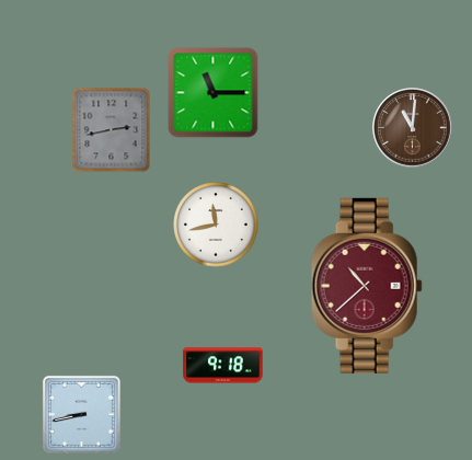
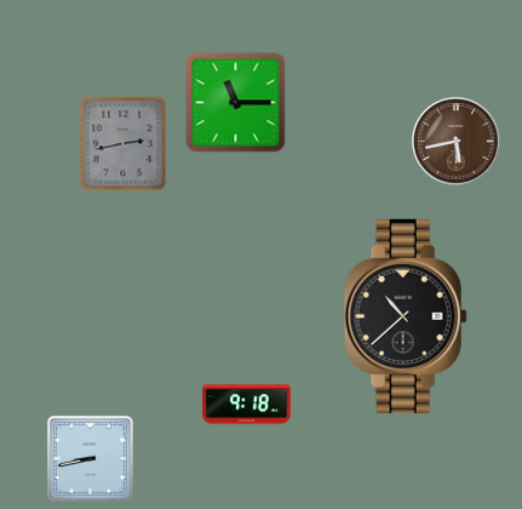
clock at (413, 128): 11:01 -> 5:43
clock at (216, 225): 11:43 -> none
clock at (367, 286) dial: burgundy -> black
